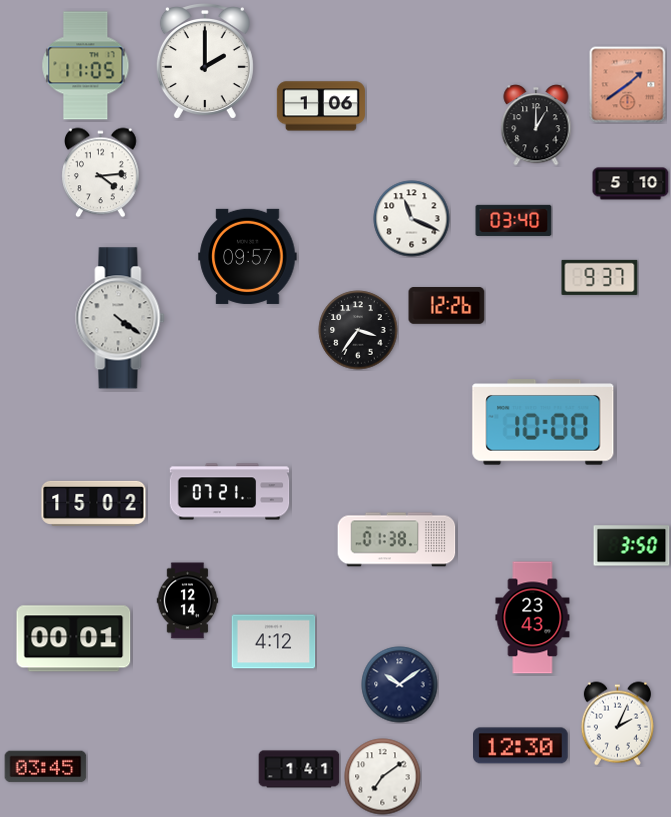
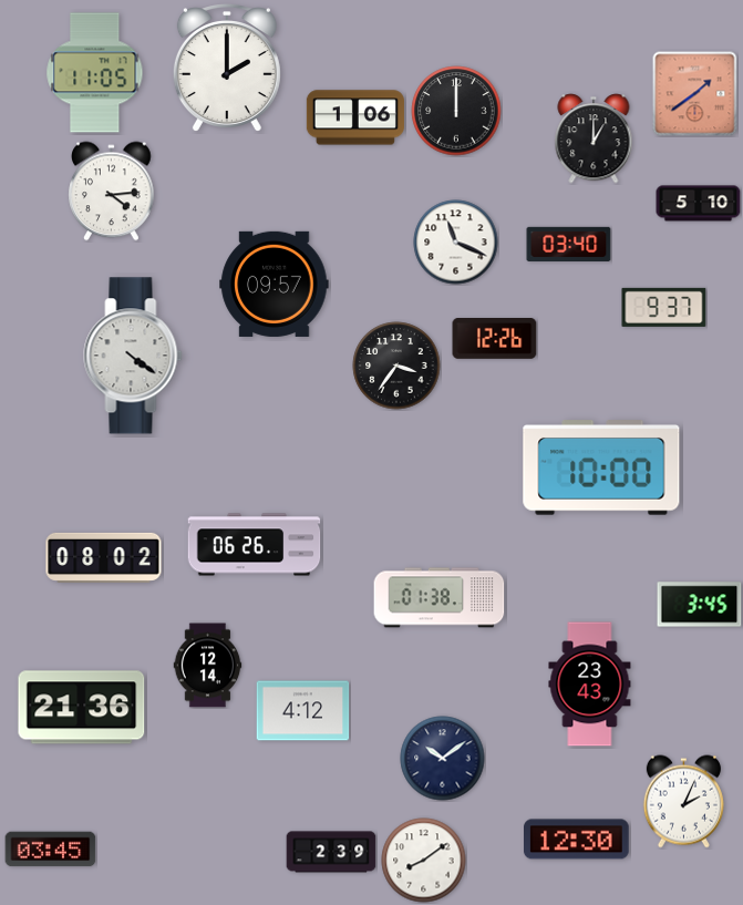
clock at (456, 111): none -> 12:00
clock at (120, 318) position: (120, 318) -> (133, 356)
clock at (230, 492): 07:21 -> 06:26
clock at (94, 503): 15:02 -> 08:02
clock at (632, 546): 3:50 -> 3:45
clock at (74, 639): 00:01 -> 21:36
clock at (521, 746) position: (521, 746) -> (577, 840)
clock at (299, 769): 1:41 -> 2:39
clock at (383, 777): 7:09 -> 8:09
